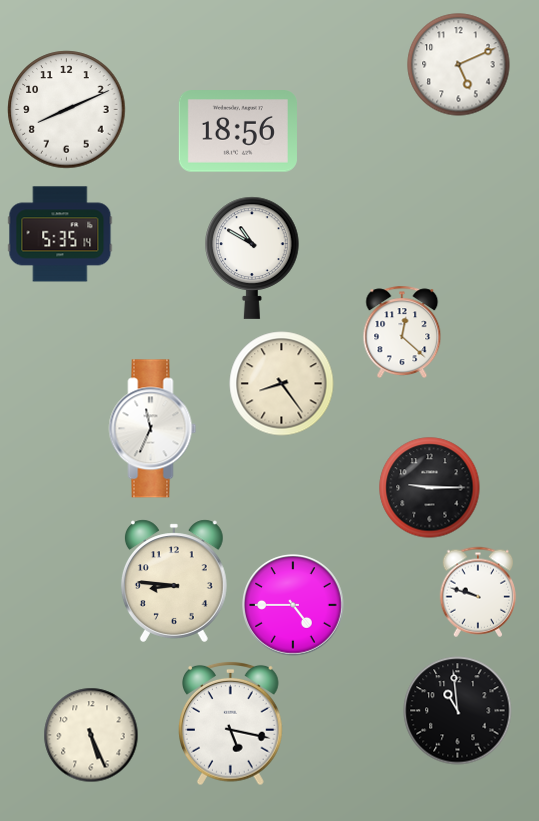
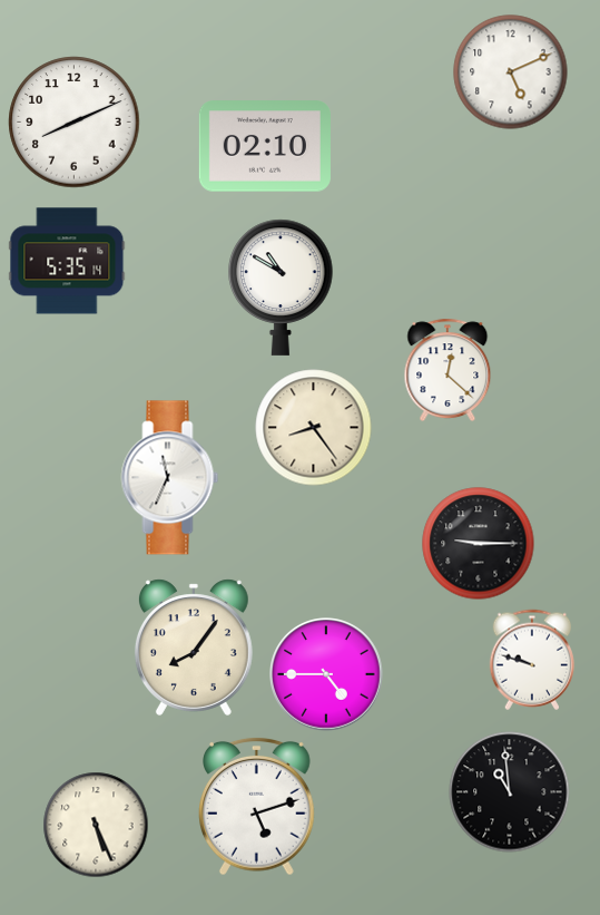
clock at (238, 131): 18:56 -> 02:10
clock at (174, 581): 8:46 -> 8:06
clock at (231, 723): 5:17 -> 5:12
clock at (91, 735) position: (91, 735) -> (96, 825)
